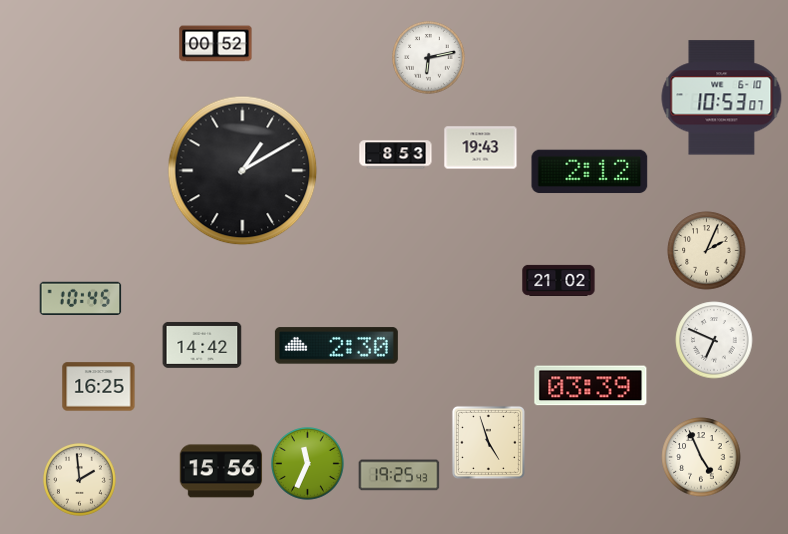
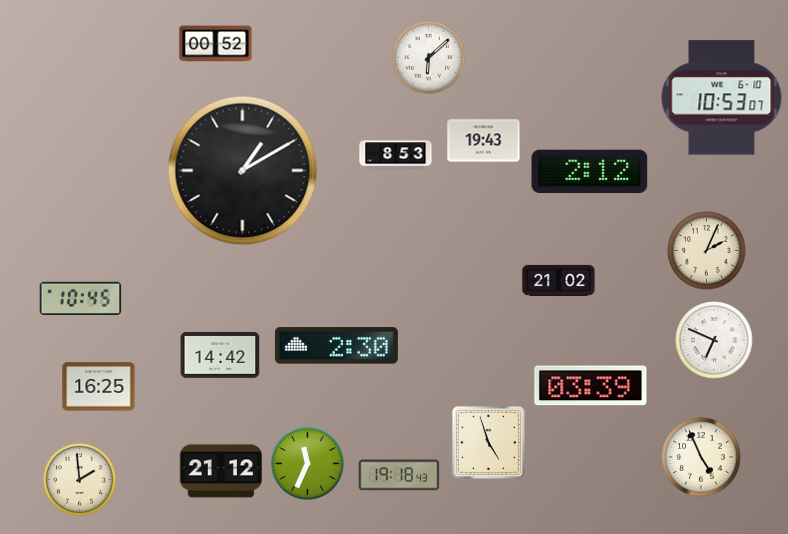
clock at (429, 58): 6:13 -> 6:08
clock at (481, 148) position: (481, 148) -> (484, 141)
clock at (202, 345) position: (202, 345) -> (220, 355)
clock at (221, 471): 15:56 -> 21:12
clock at (399, 475): 19:25 -> 19:18
